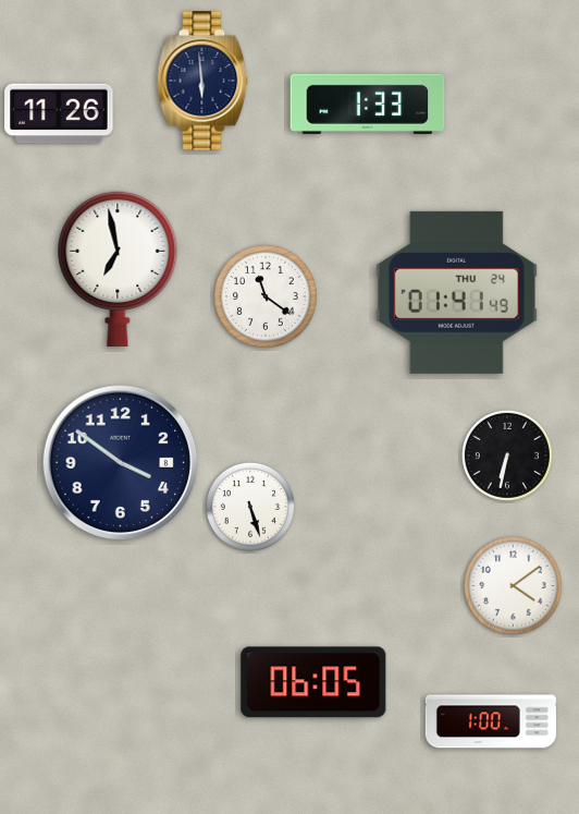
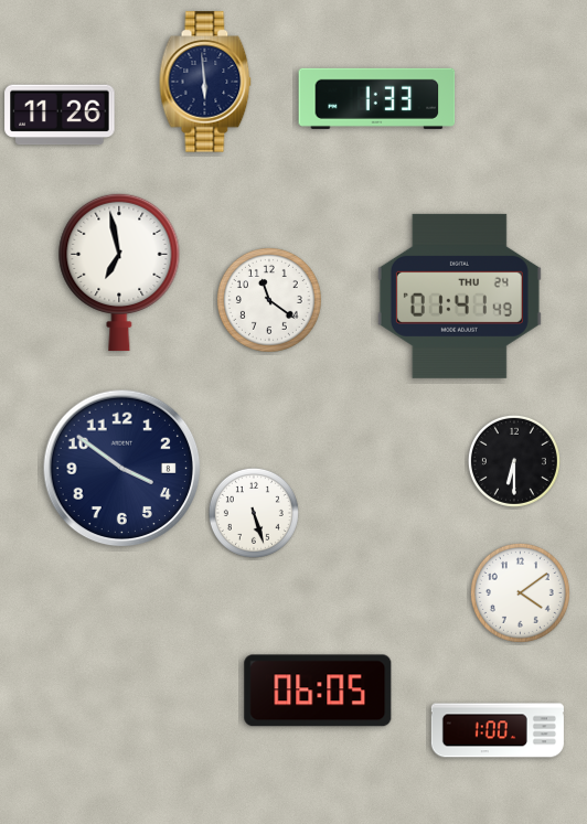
clock at (368, 104) position: (368, 104) -> (377, 98)
clock at (456, 292) position: (456, 292) -> (459, 296)
clock at (507, 455): 6:32 -> 6:30
